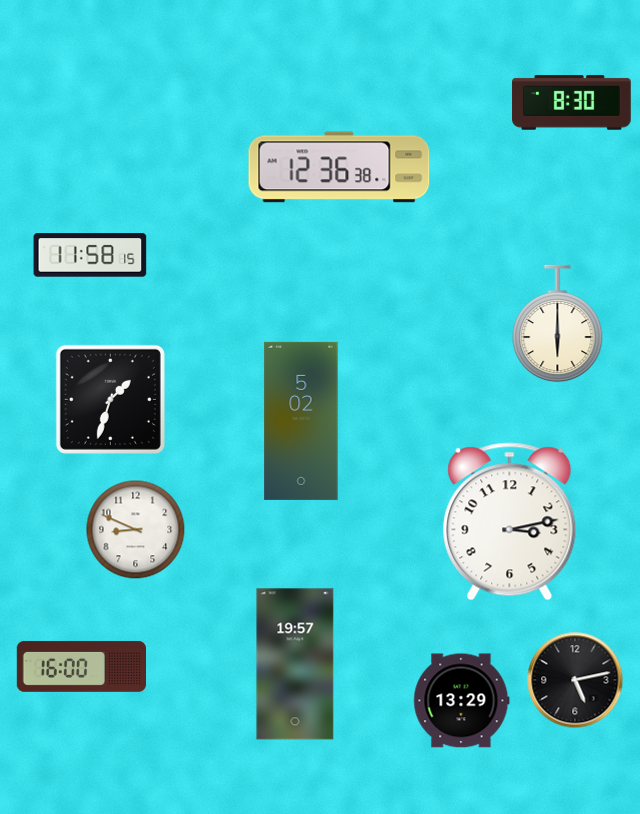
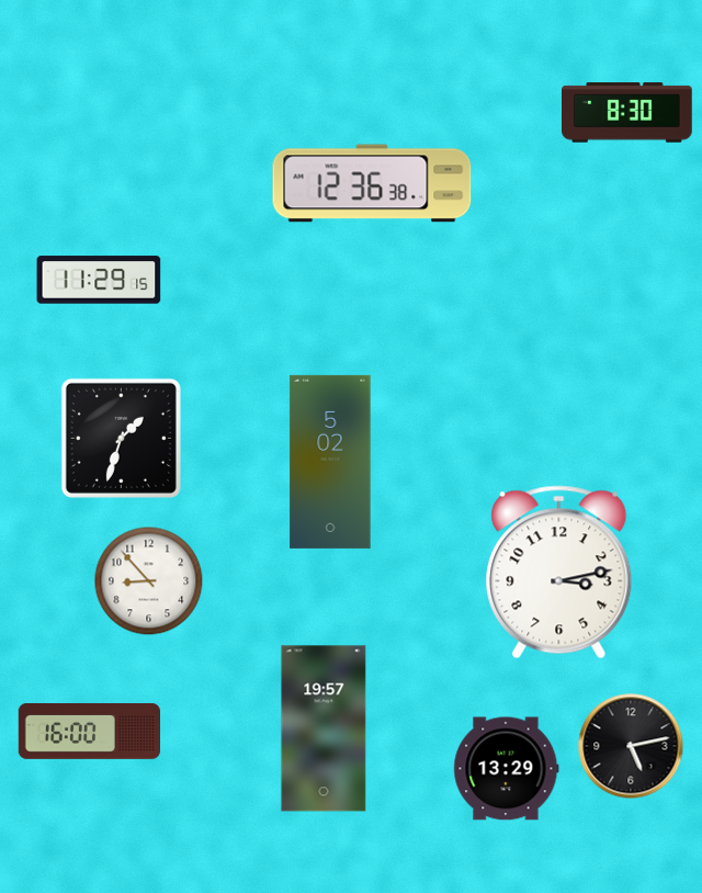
clock at (90, 255): 11:58 -> 11:29
clock at (558, 324): 6:00 -> none
clock at (136, 530): 8:49 -> 8:53
